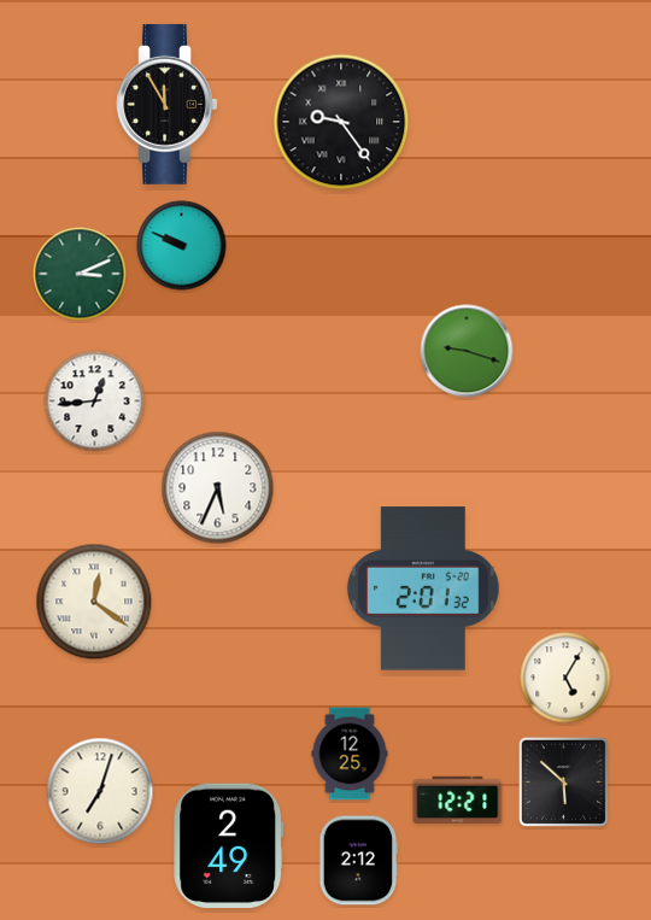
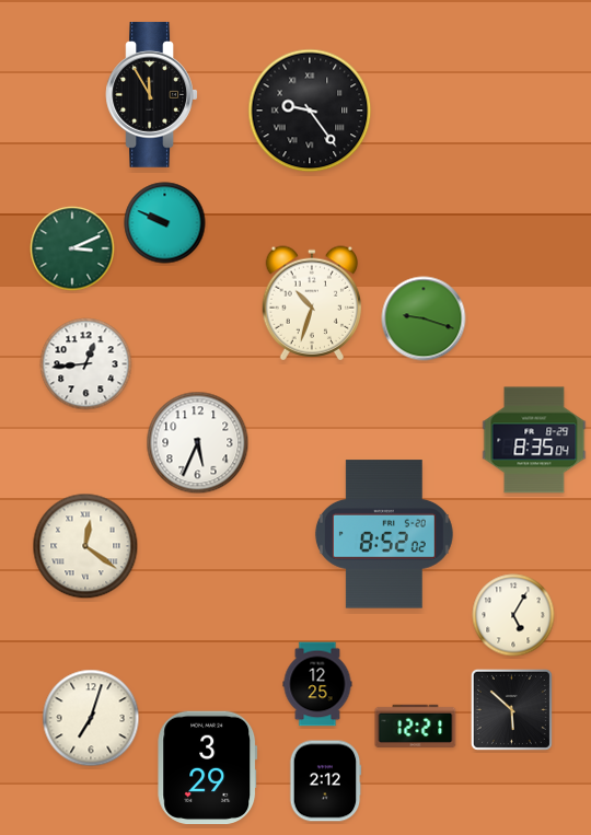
clock at (312, 303): none -> 10:33
clock at (534, 440): none -> 8:35
clock at (423, 588): 2:01 -> 8:52
clock at (229, 845): 2:49 -> 3:29
